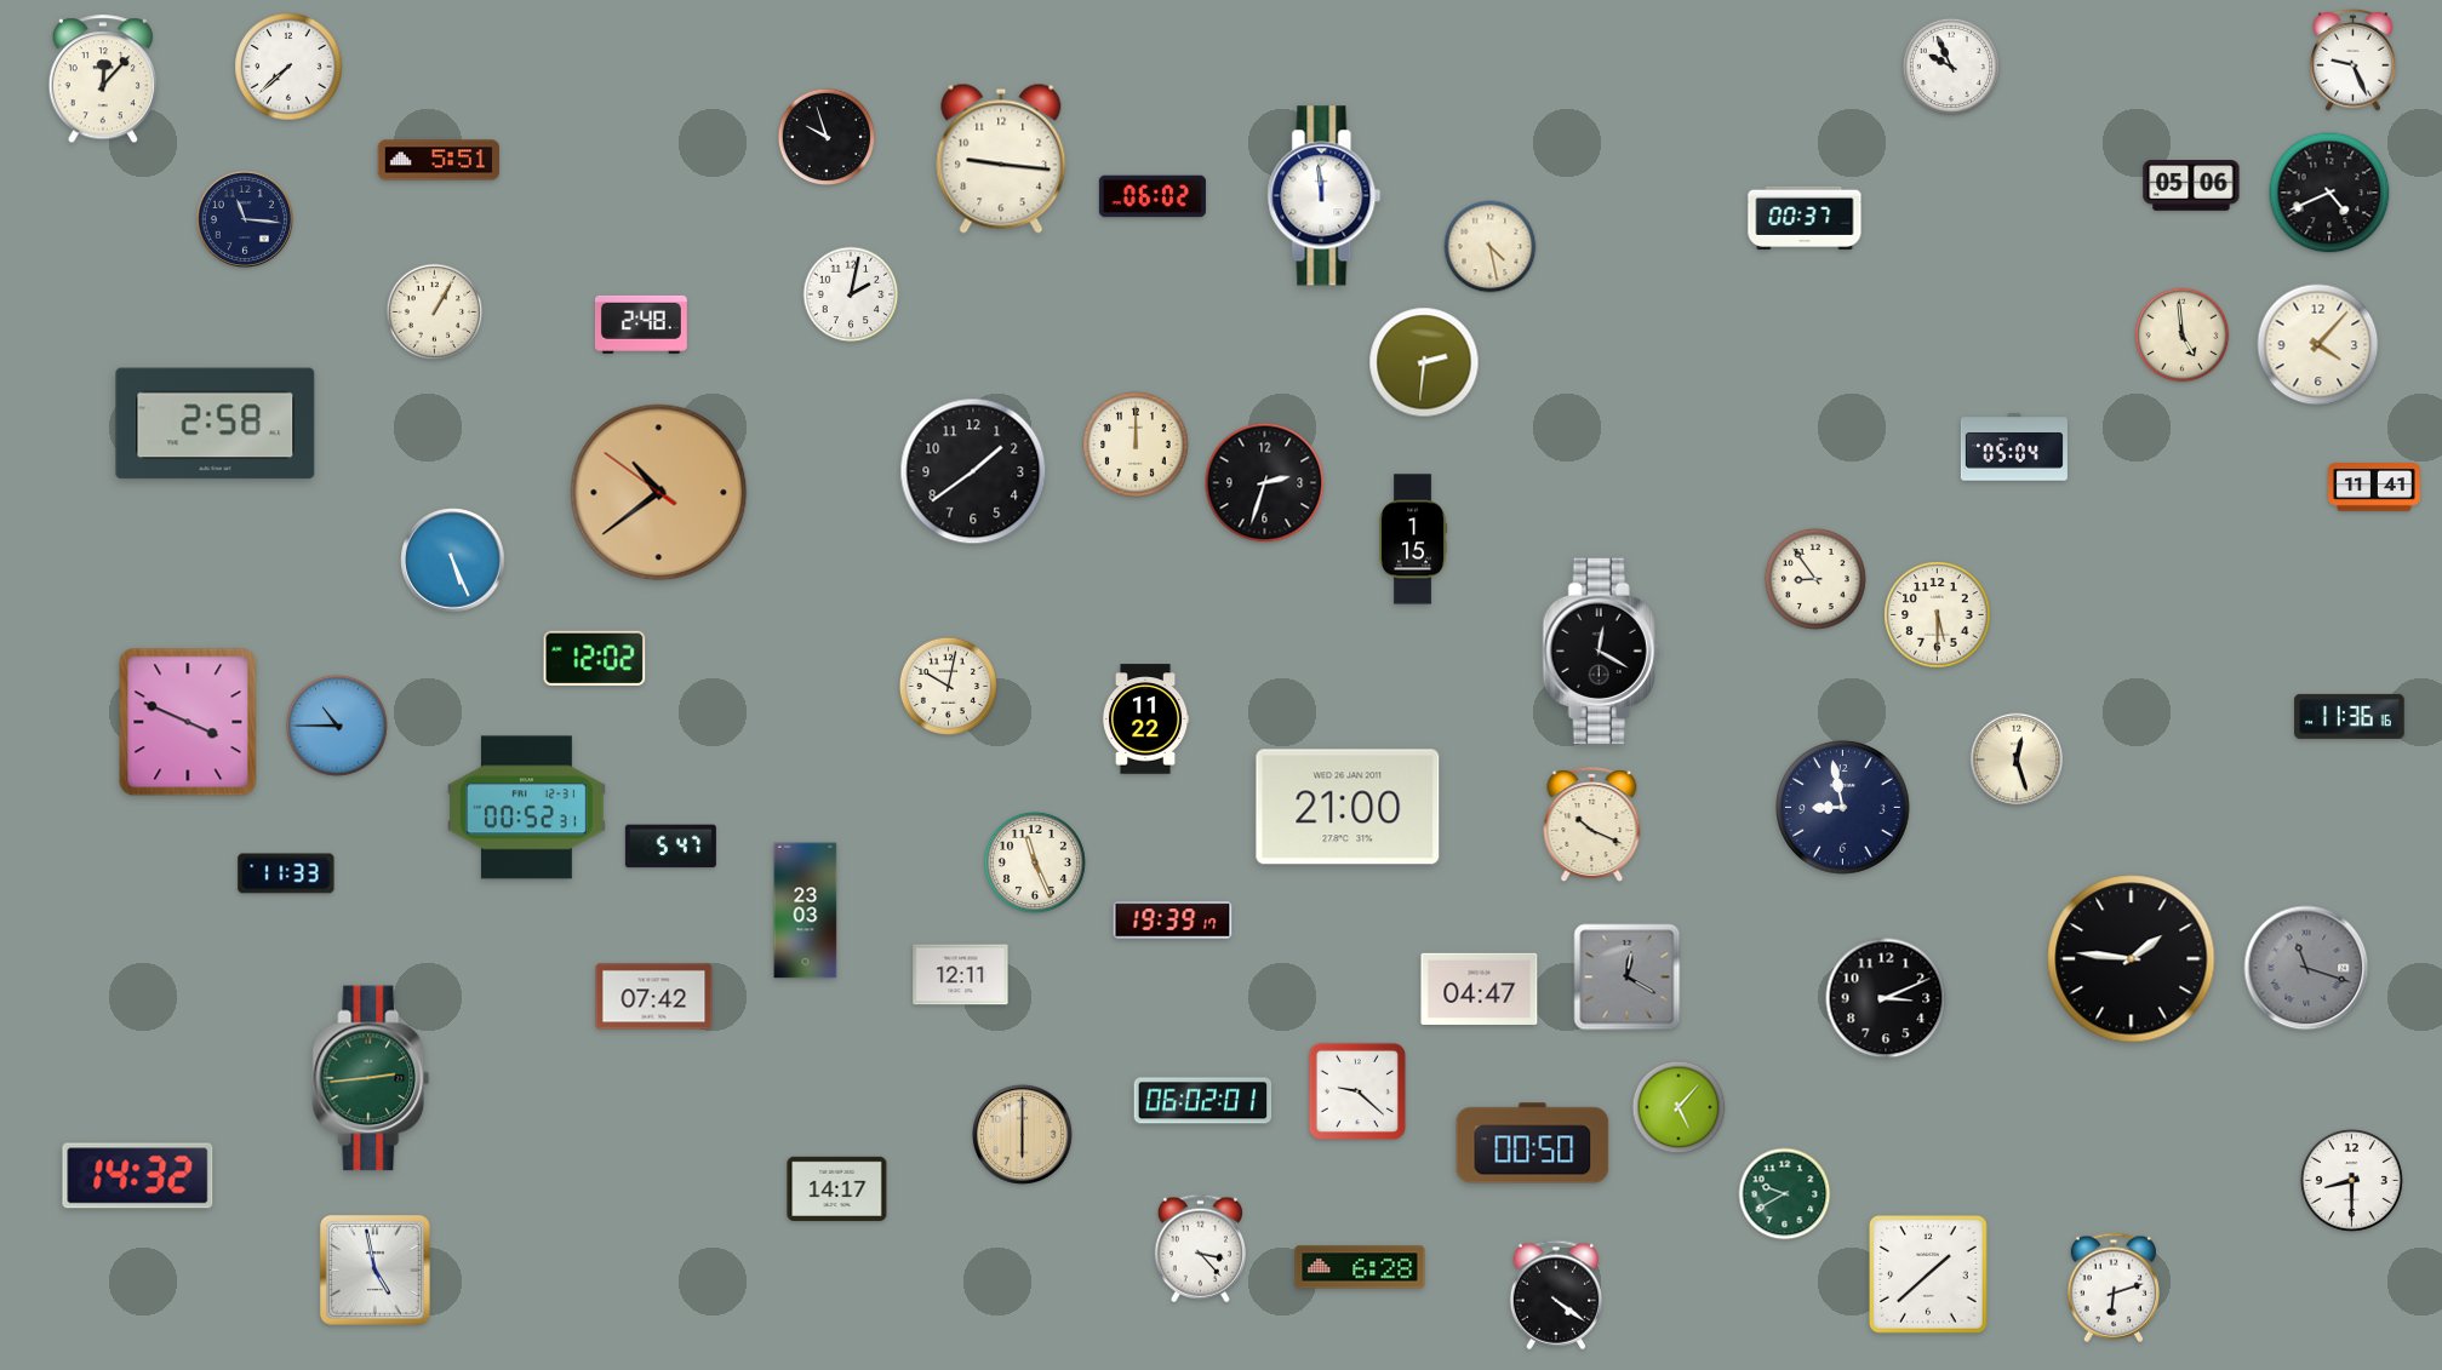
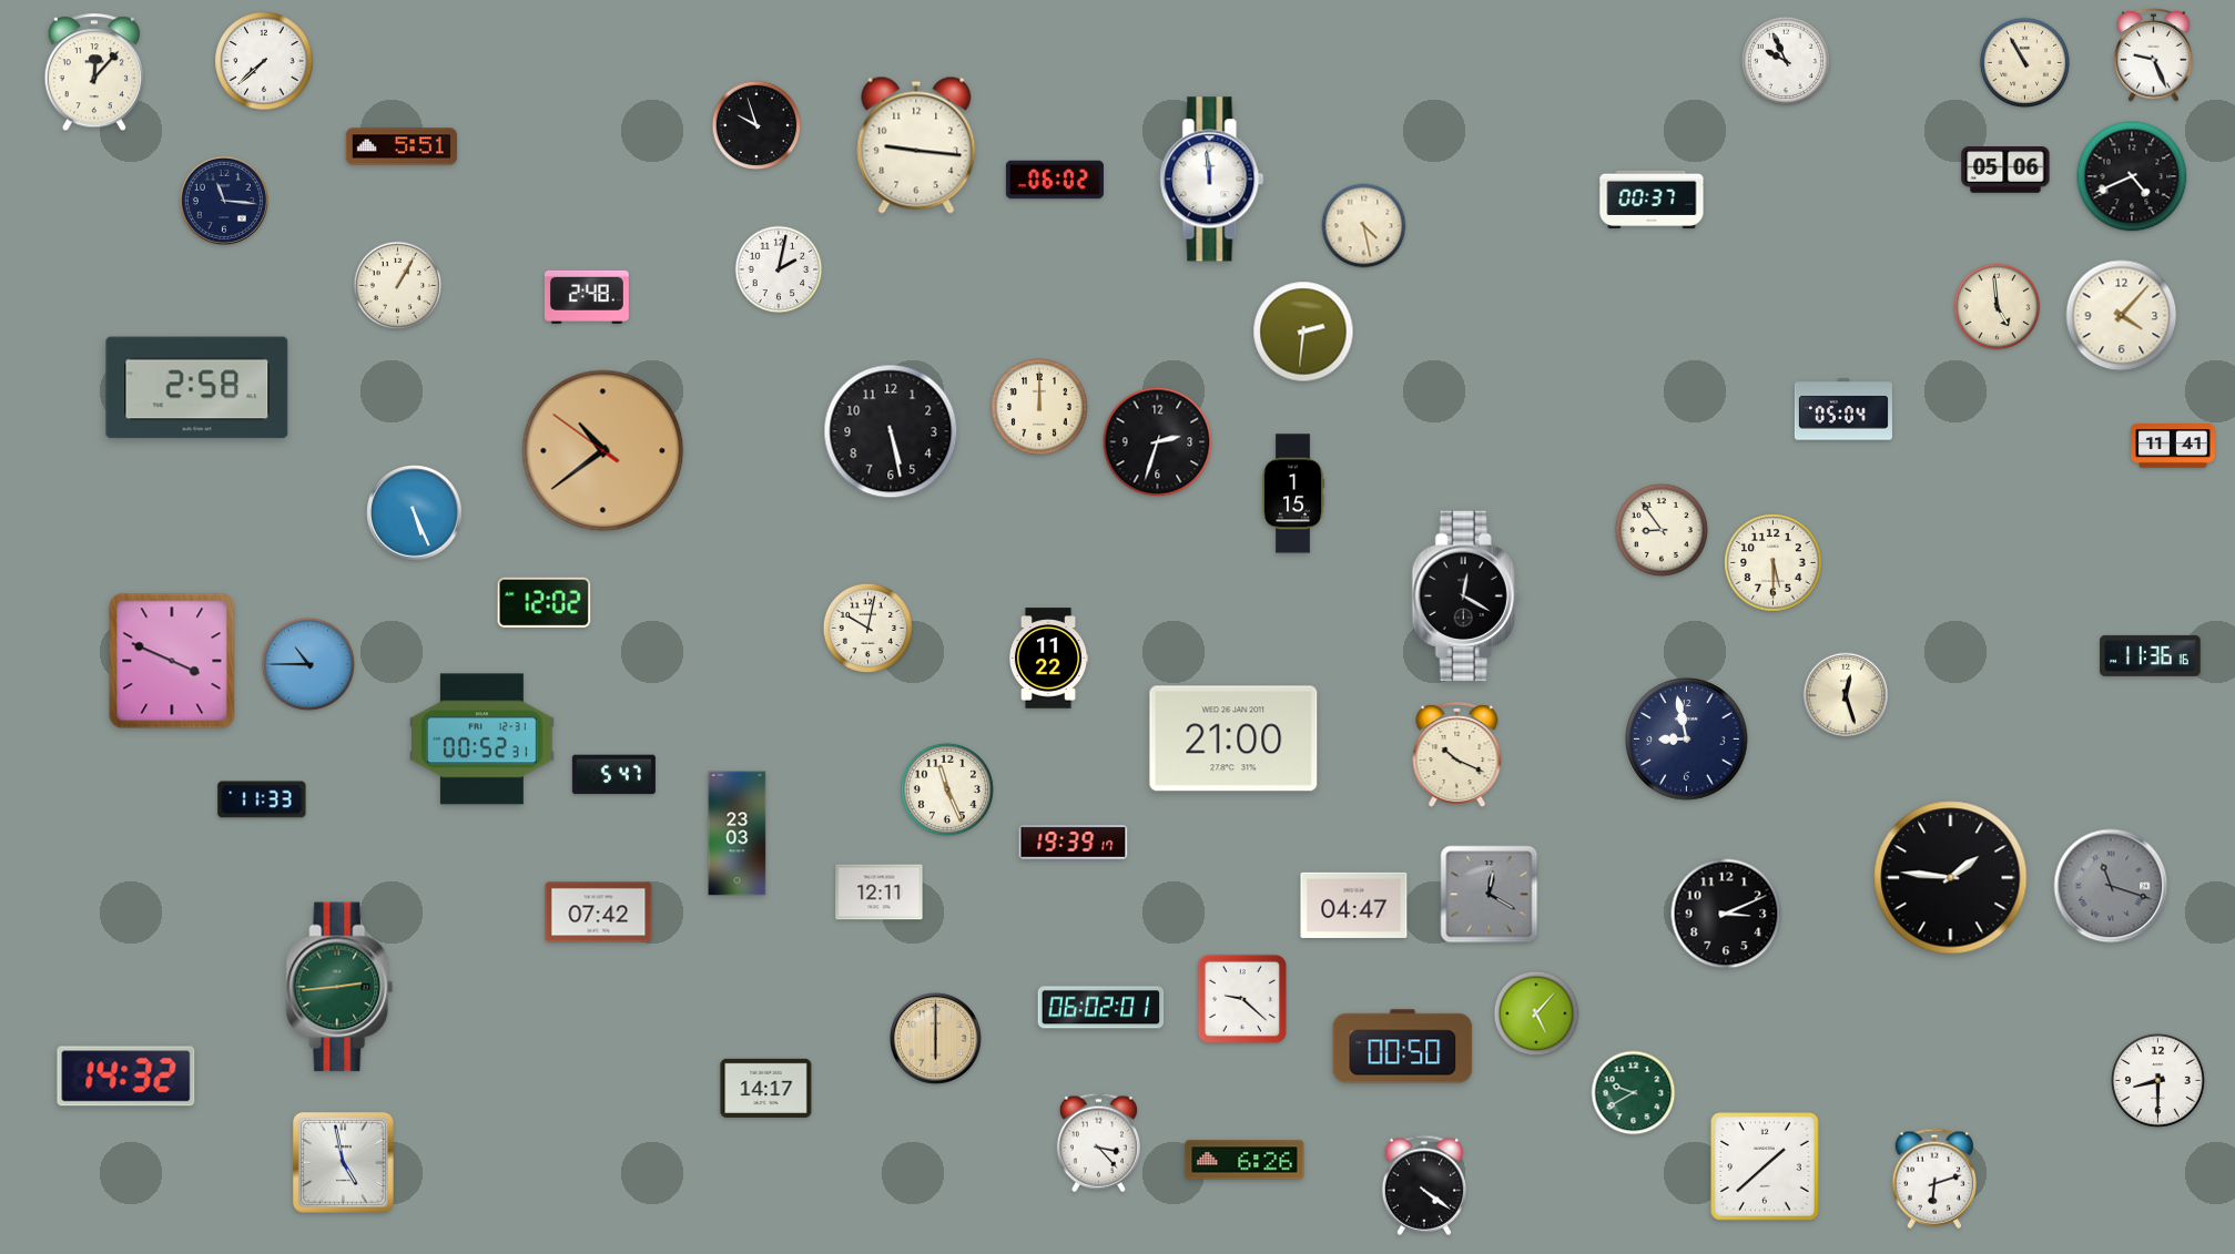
clock at (2024, 62): none -> 10:55
clock at (973, 471): 1:39 -> 5:28
clock at (2351, 1180) position: (2351, 1180) -> (2157, 1080)
clock at (1360, 1267): 6:28 -> 6:26
